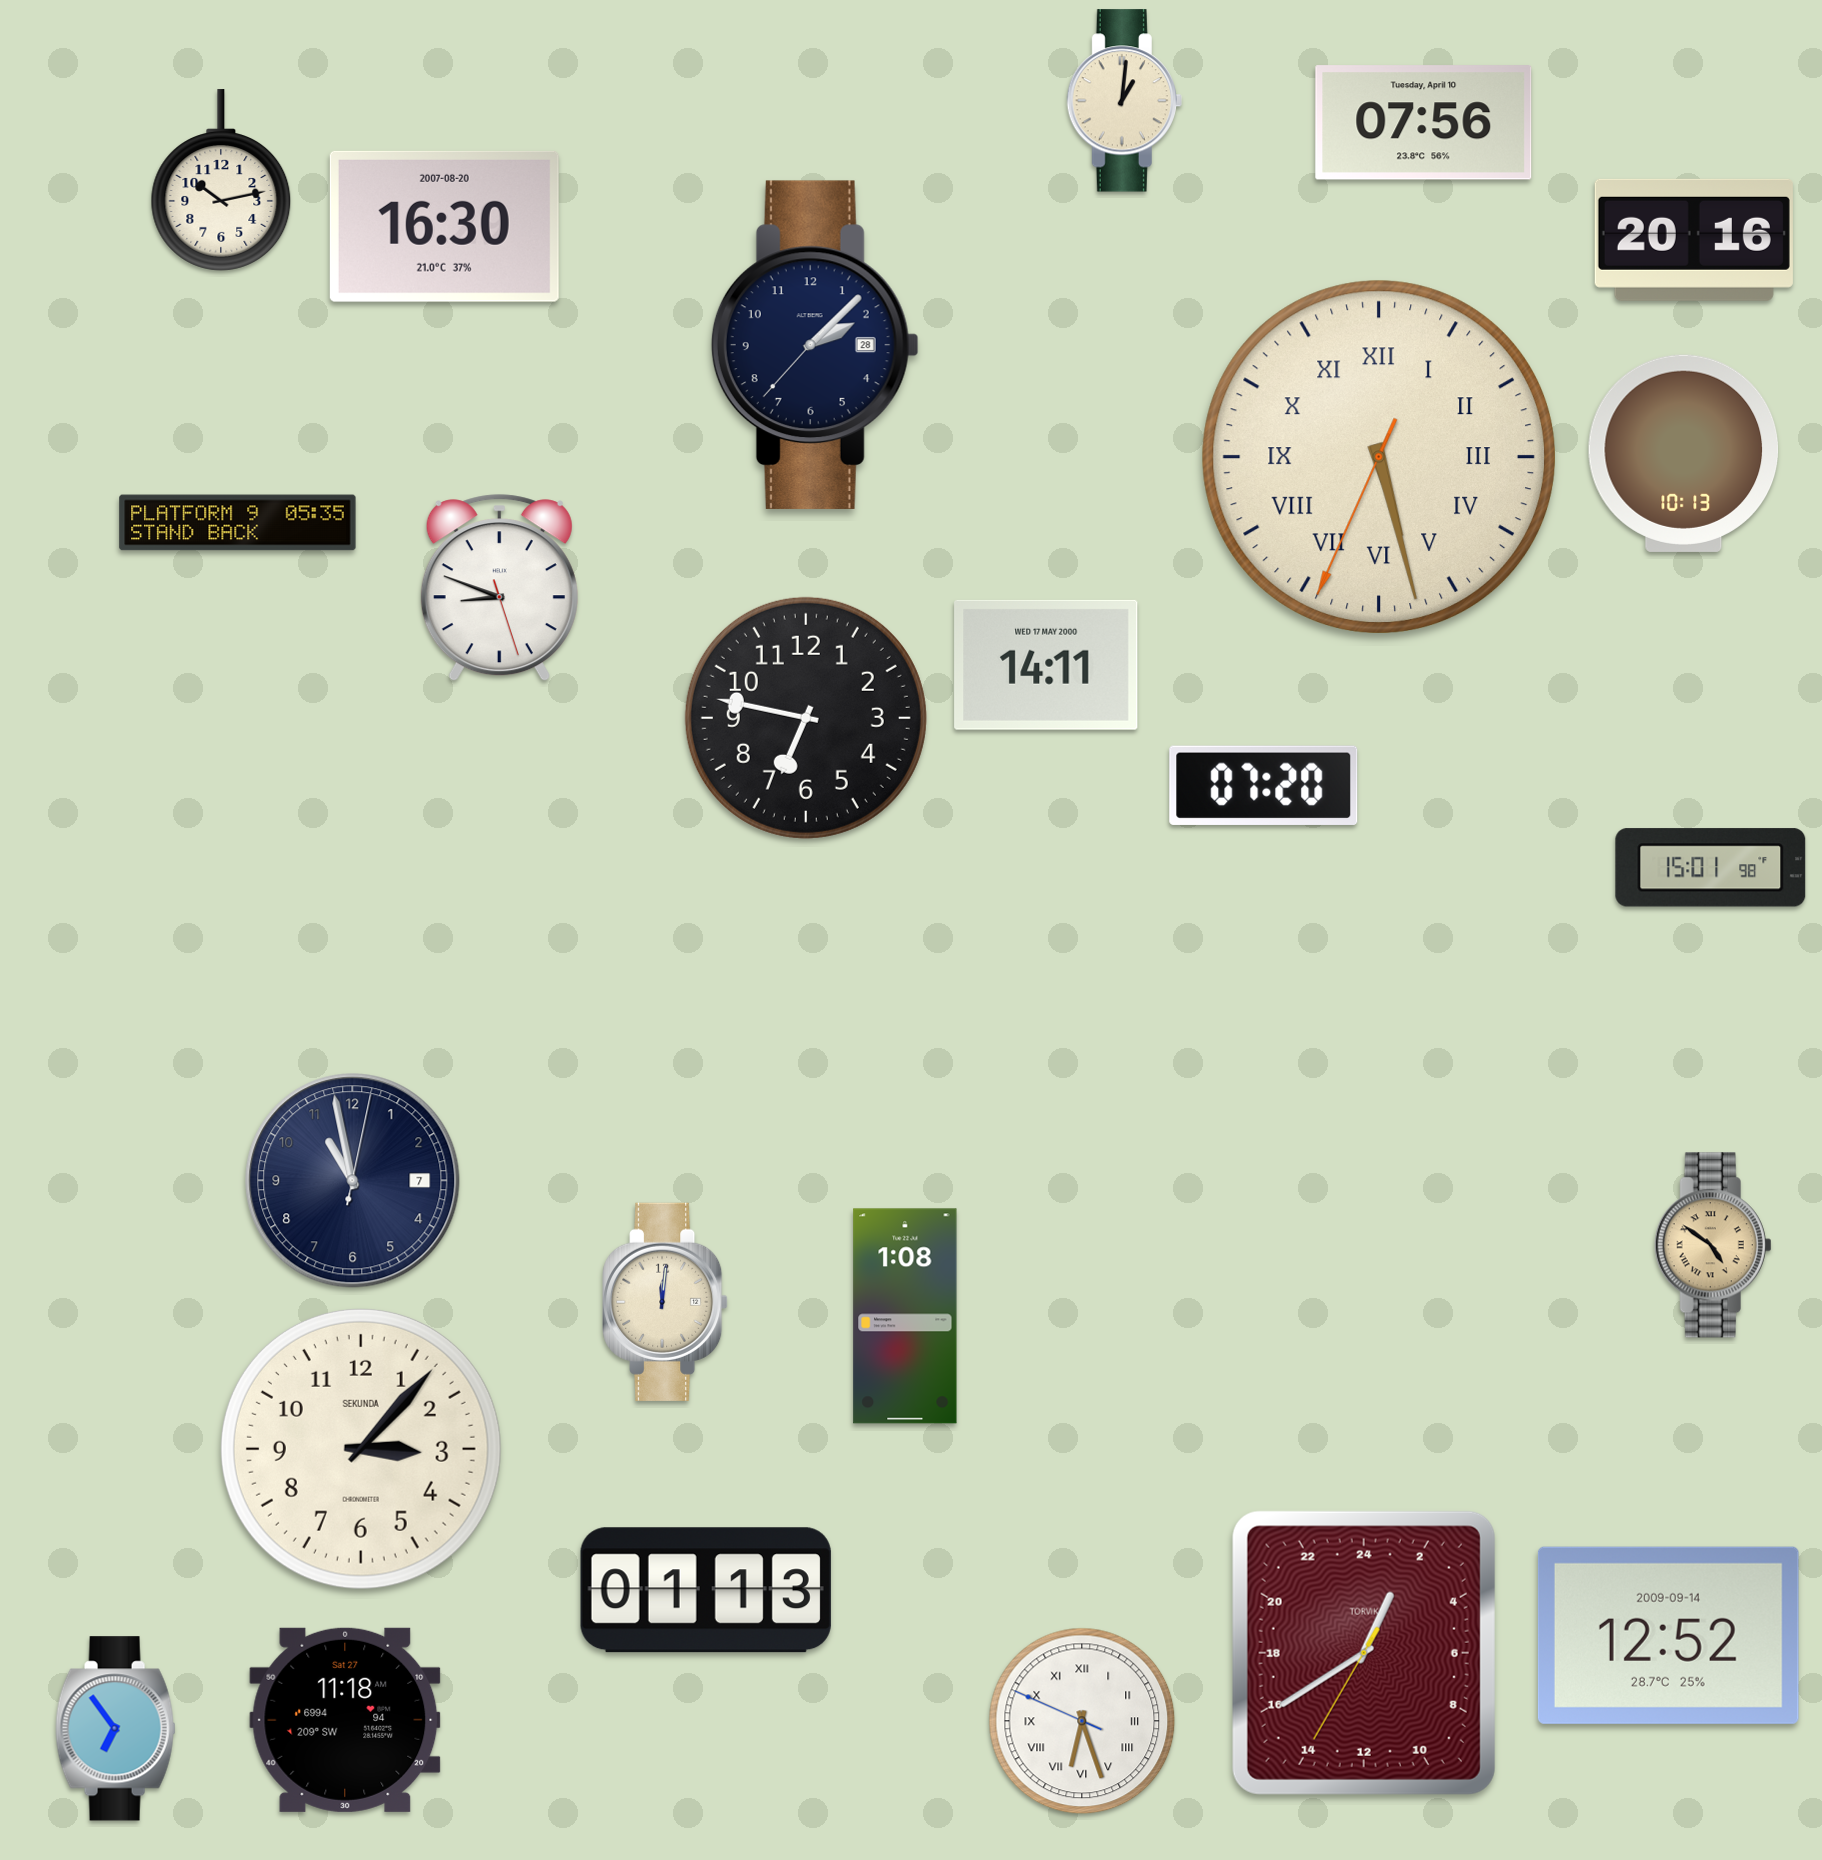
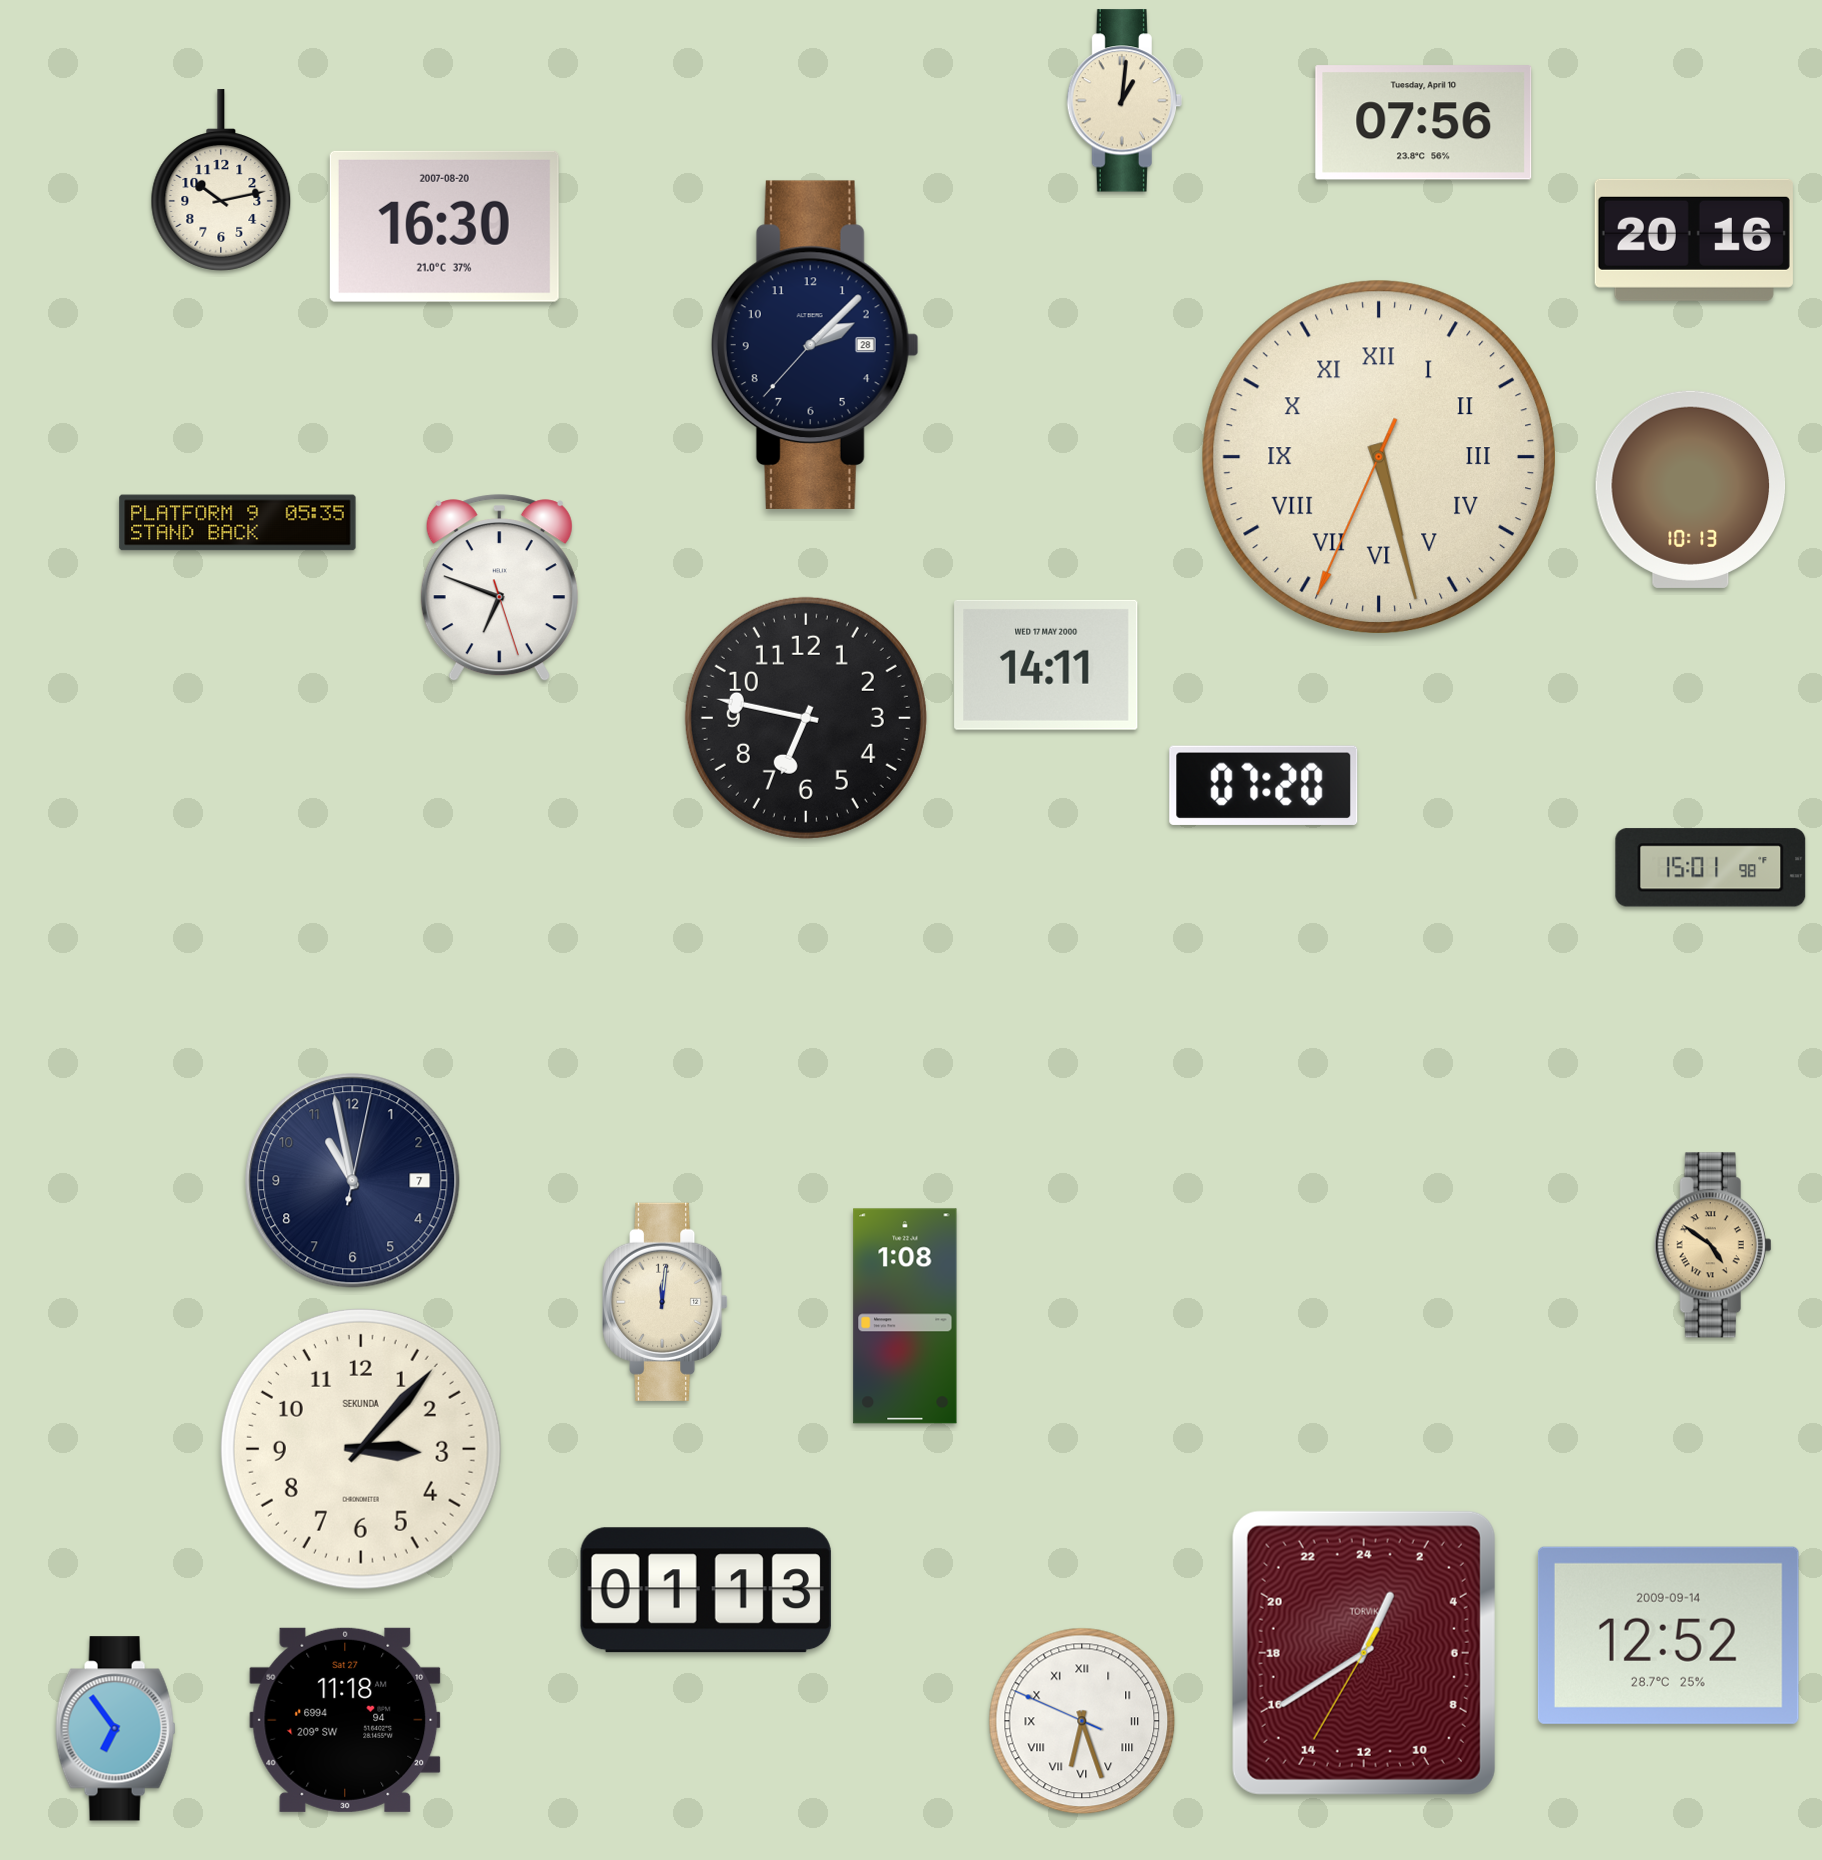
clock at (1684, 453) position: (1684, 453) -> (1691, 489)
clock at (499, 588): 8:48 -> 6:48
